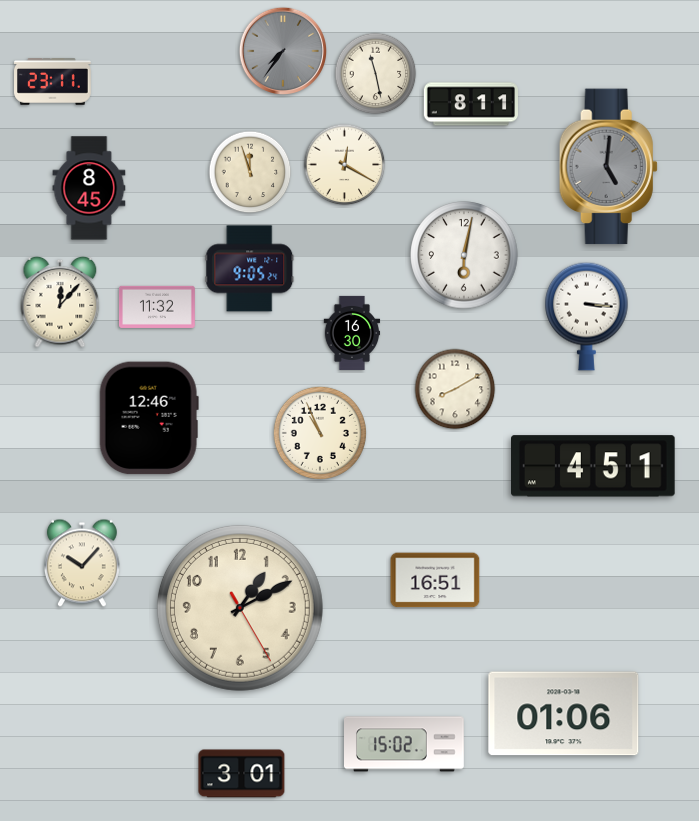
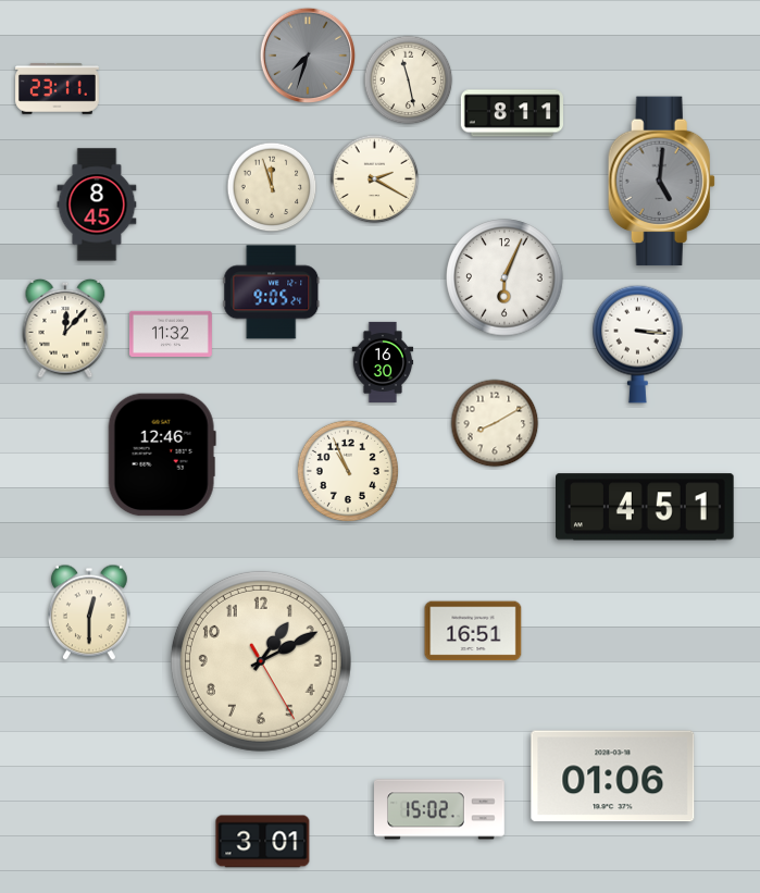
clock at (283, 51): 7:36 -> 7:33
clock at (345, 165): 12:20 -> 2:20
clock at (464, 255): 6:02 -> 6:04
clock at (82, 563): 10:07 -> 12:30
